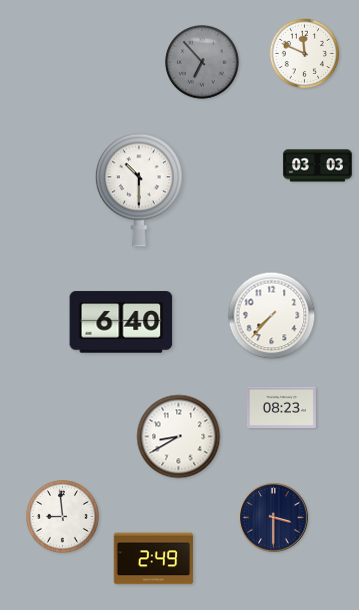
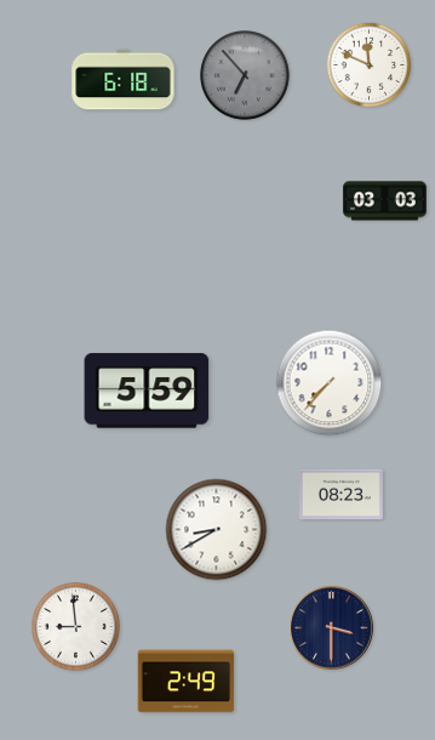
clock at (124, 80): none -> 6:18
clock at (139, 190): 10:30 -> none
clock at (121, 322): 6:40 -> 5:59
clock at (154, 559) position: (154, 559) -> (187, 682)
